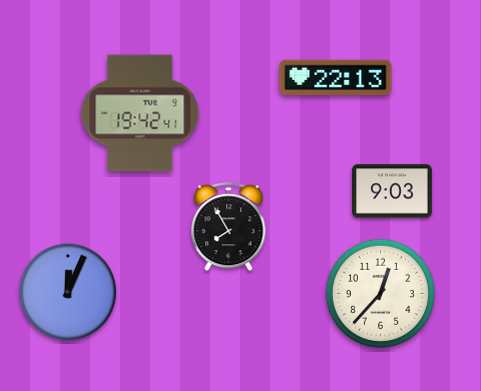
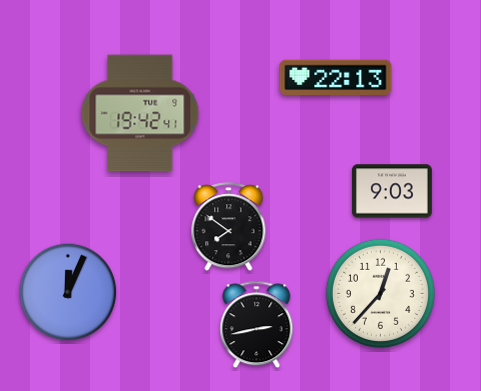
clock at (229, 227): 7:55 -> 7:51
clock at (257, 325): none -> 2:43
